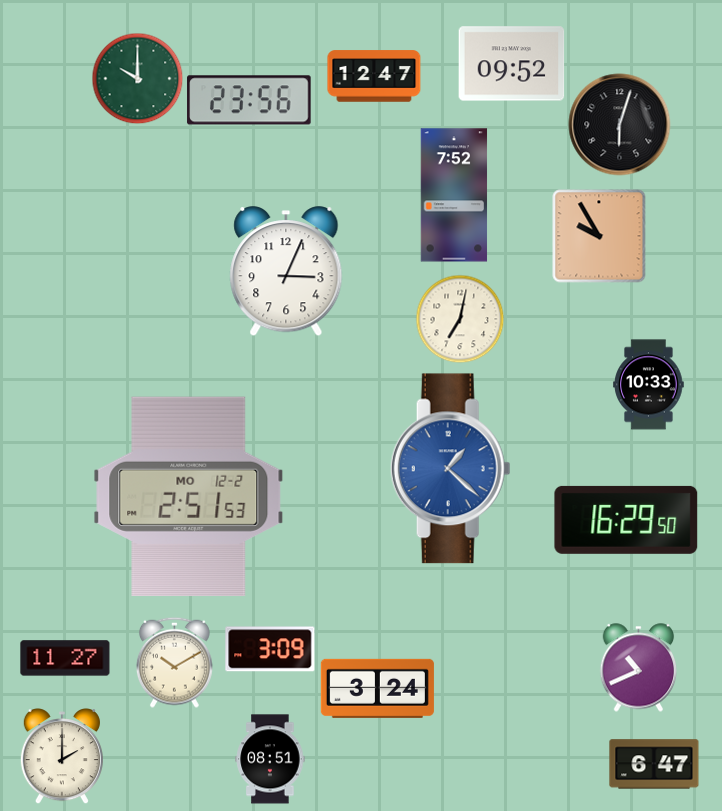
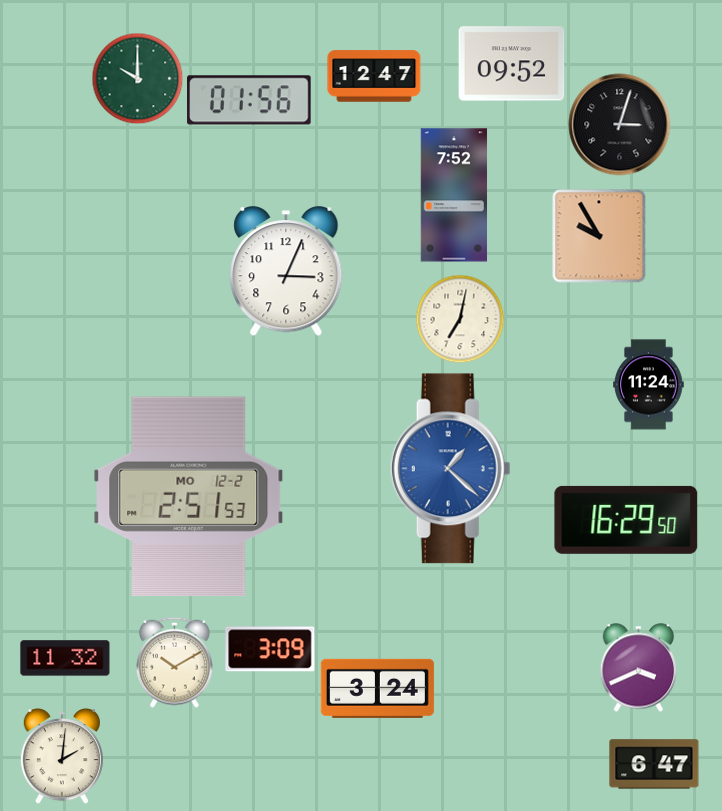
clock at (249, 100): 23:56 -> 01:56
clock at (620, 125): 6:03 -> 3:03
clock at (649, 385): 10:33 -> 11:24
clock at (65, 658): 11:27 -> 11:32
clock at (639, 668): 10:41 -> 3:41
clock at (62, 756): 2:00 -> 2:01
clock at (270, 759): 08:51 -> none
